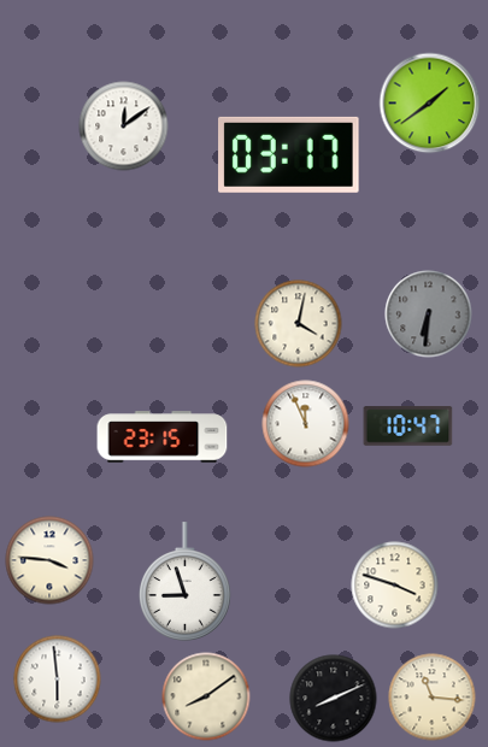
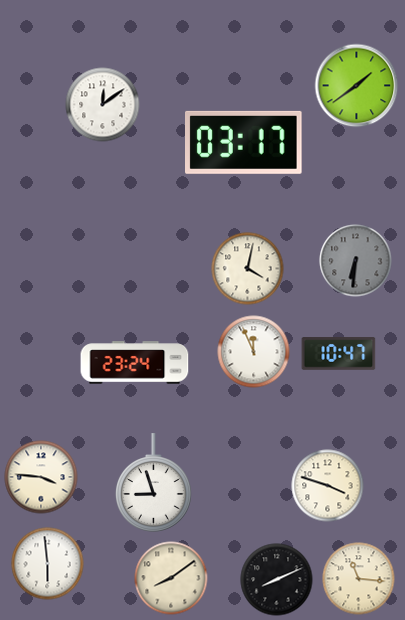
clock at (289, 154) position: (289, 154) -> (244, 142)
clock at (163, 437): 23:15 -> 23:24
clock at (49, 560) position: (49, 560) -> (41, 477)
